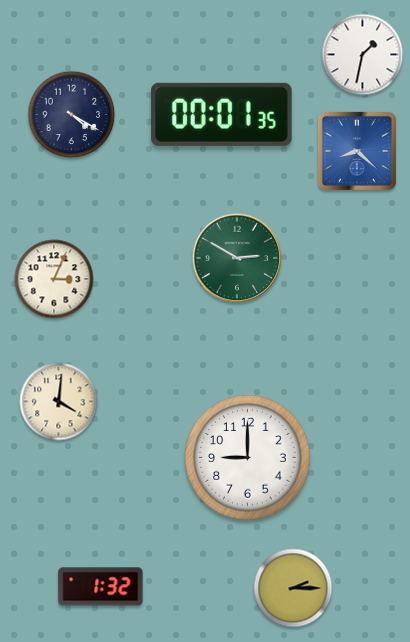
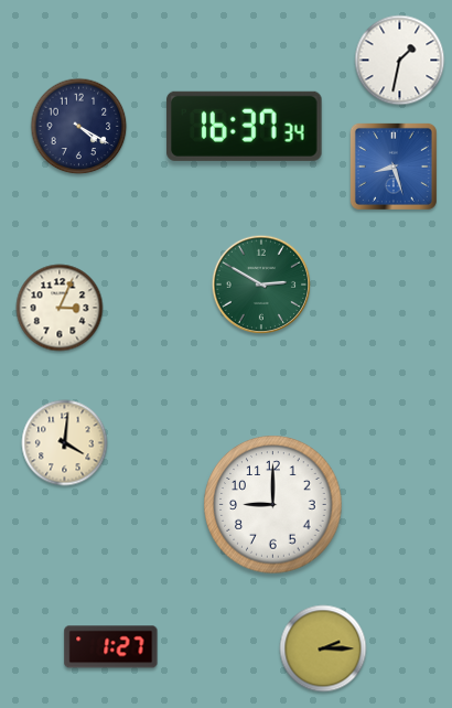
clock at (222, 114): 00:01 -> 16:37
clock at (357, 151): 8:22 -> 8:27
clock at (101, 587): 1:32 -> 1:27
